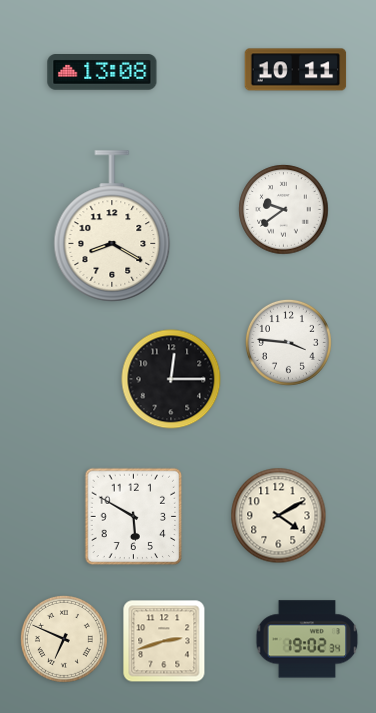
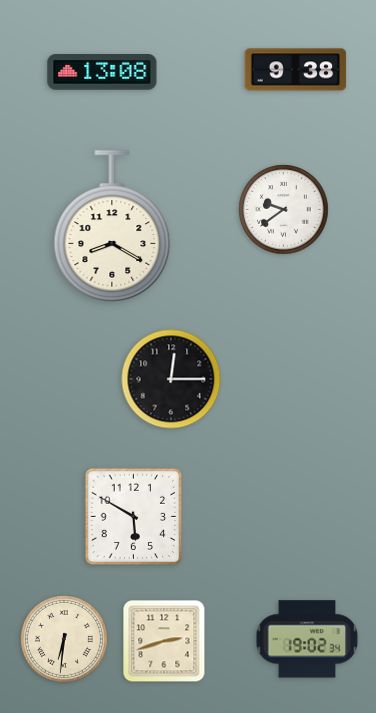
clock at (296, 70): 10:11 -> 9:38
clock at (288, 342): 3:46 -> none
clock at (279, 516): 4:10 -> none
clock at (64, 639): 6:49 -> 6:31
